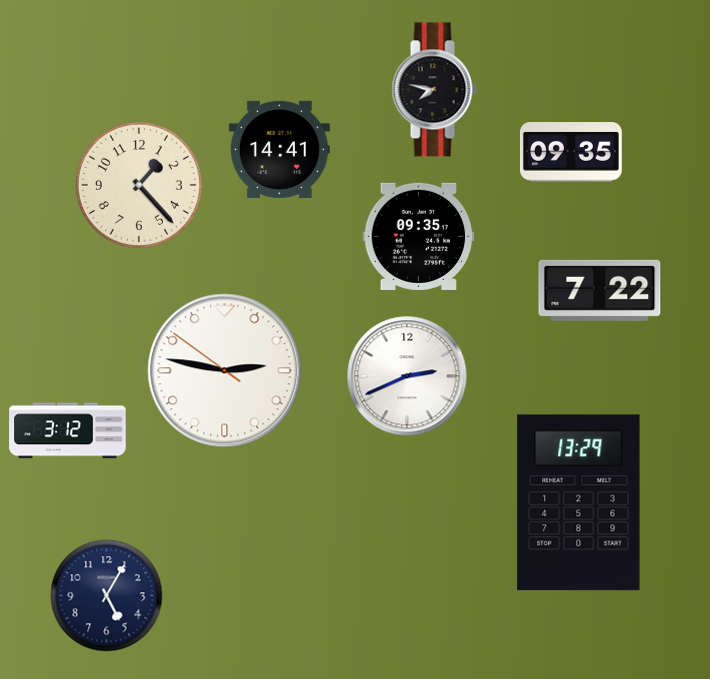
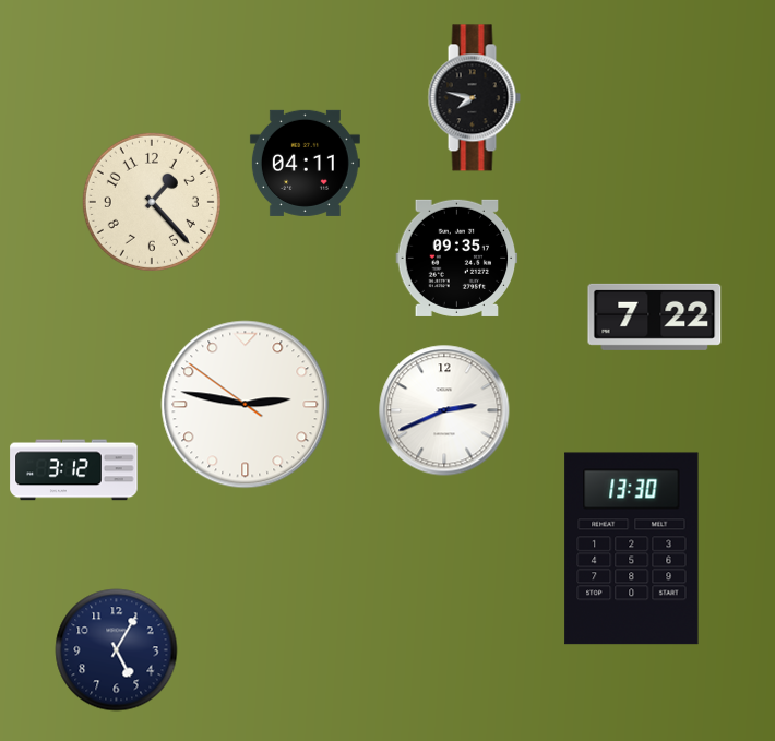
clock at (279, 149): 14:41 -> 04:11
clock at (571, 152): 09:35 -> none
clock at (579, 503): 13:29 -> 13:30
